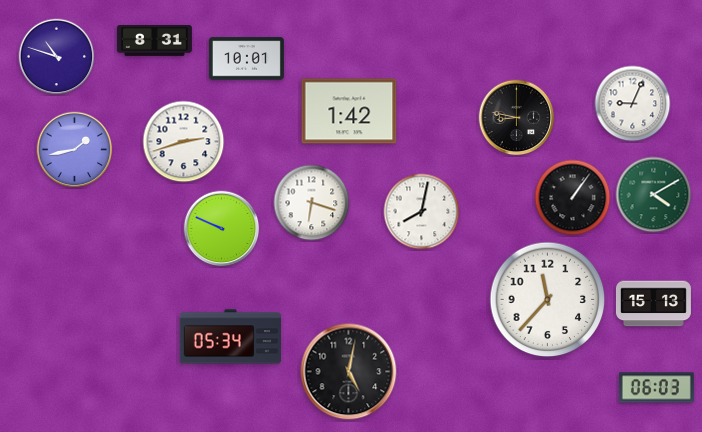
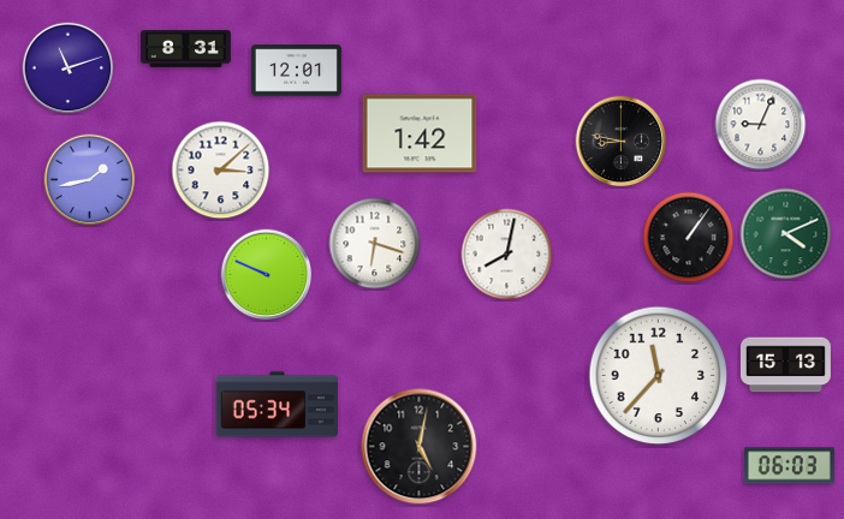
clock at (57, 57): 10:48 -> 11:12
clock at (246, 59): 10:01 -> 12:01
clock at (184, 142): 2:42 -> 3:08
clock at (654, 195): 4:10 -> 4:11
clock at (548, 300) position: (548, 300) -> (659, 376)
